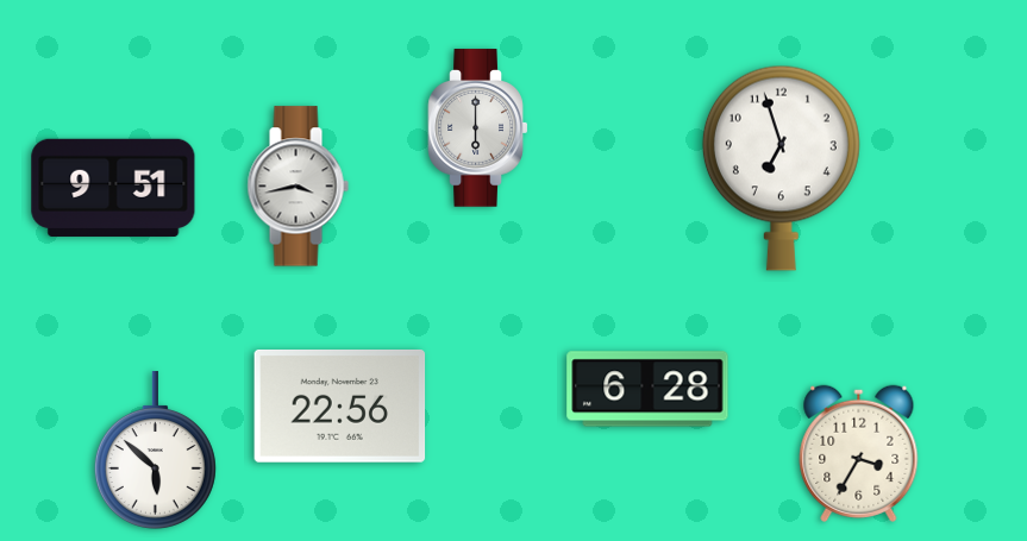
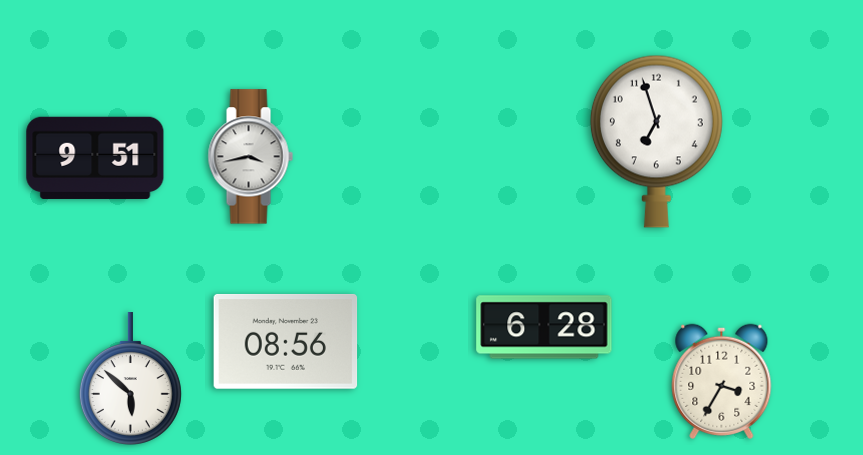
clock at (478, 128): 6:00 -> none
clock at (340, 405): 22:56 -> 08:56
